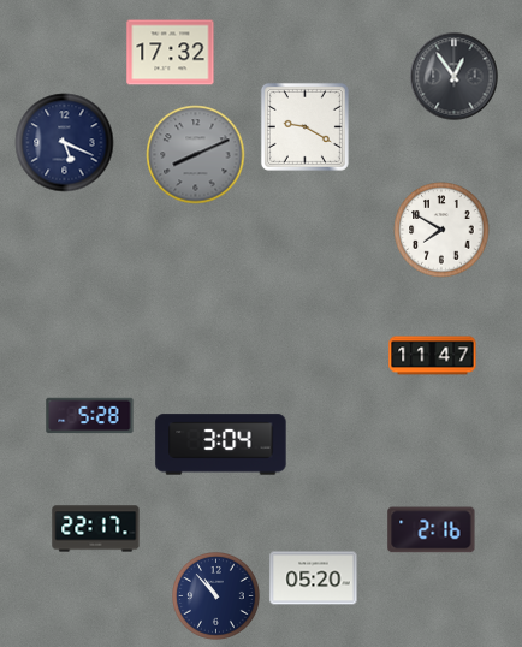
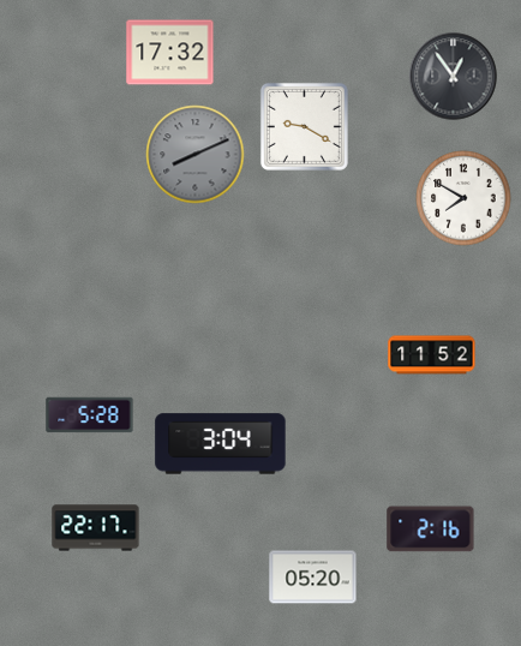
clock at (65, 143): 5:19 -> none
clock at (441, 230) position: (441, 230) -> (463, 198)
clock at (433, 356): 11:47 -> 11:52
clock at (216, 596): 10:53 -> none
